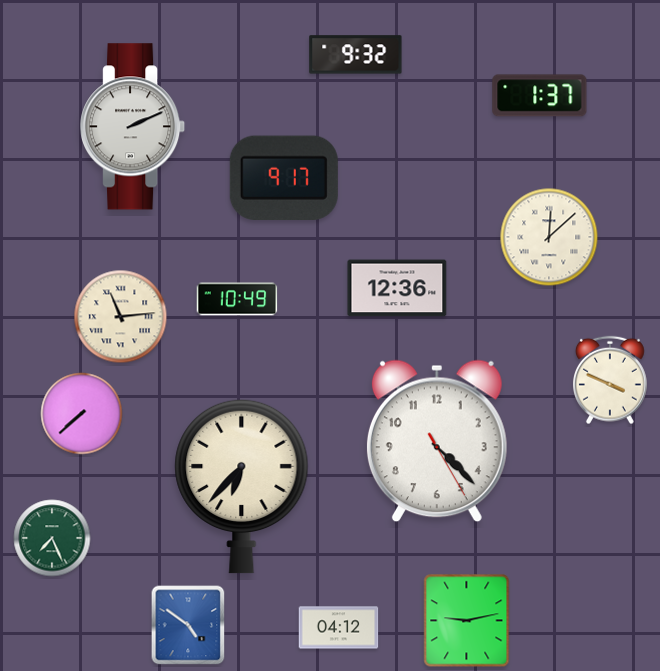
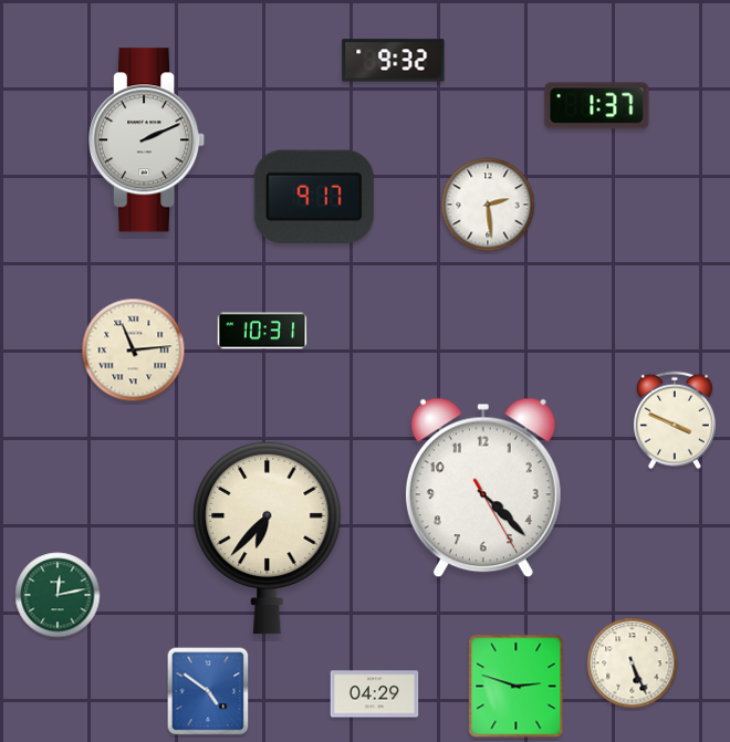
clock at (488, 205): none -> 2:29
clock at (549, 237): 12:08 -> none
clock at (397, 288): 12:36 -> none
clock at (237, 299): 10:49 -> 10:31
clock at (82, 414): 7:38 -> none
clock at (52, 538): 7:26 -> 12:13
clock at (633, 663): none -> 5:26
clock at (467, 621): 9:13 -> 2:48
clock at (339, 628): 04:12 -> 04:29
